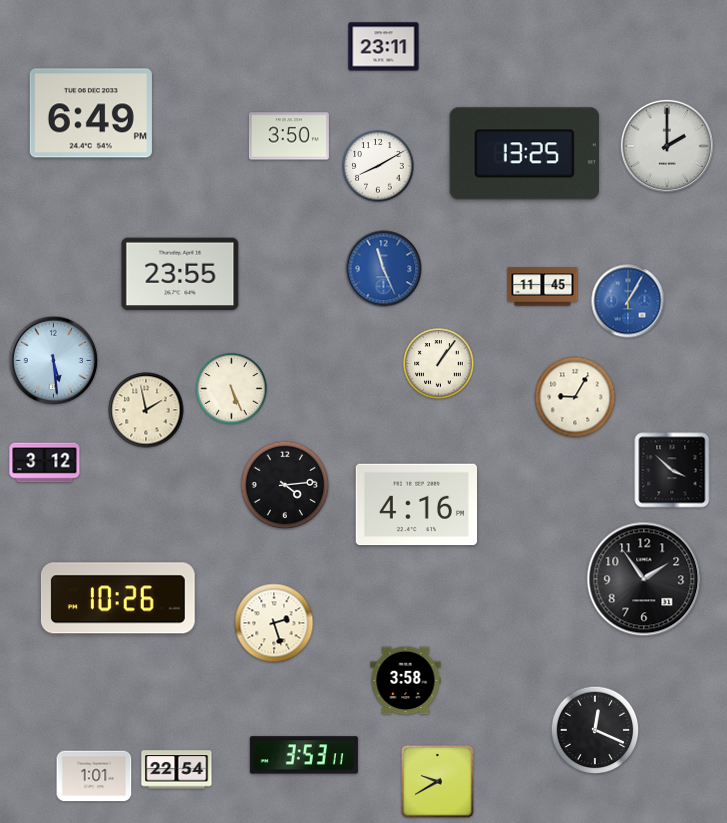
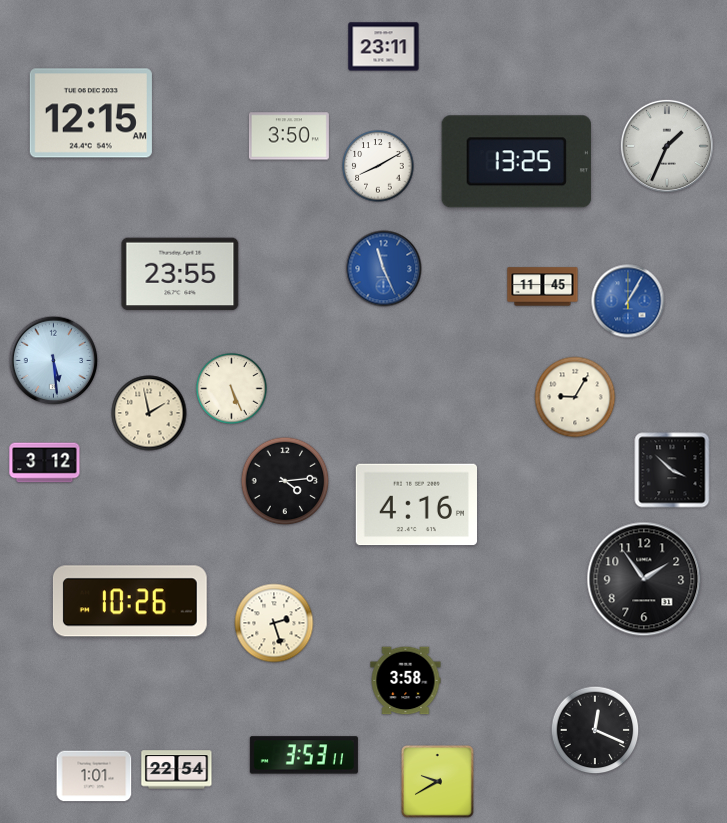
clock at (91, 113): 6:49 -> 12:15
clock at (667, 146): 2:00 -> 1:34
clock at (524, 154) position: (524, 154) -> (516, 162)
clock at (439, 364): 1:06 -> none
clock at (146, 410) position: (146, 410) -> (149, 413)
clock at (285, 485) position: (285, 485) -> (285, 481)
clock at (118, 598) position: (118, 598) -> (130, 601)
